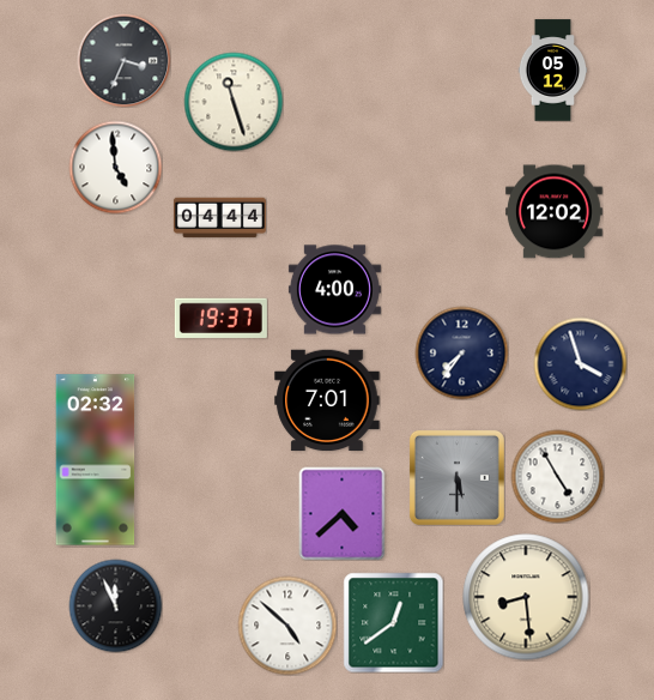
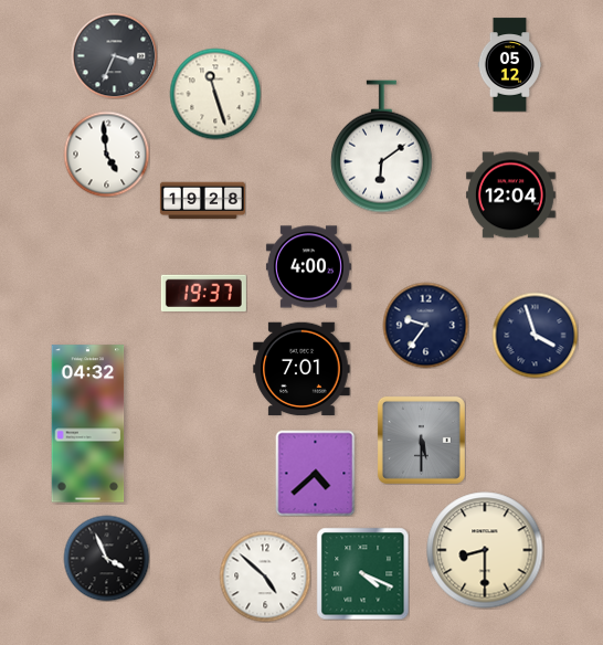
clock at (381, 147): none -> 6:09
clock at (553, 212): 12:02 -> 12:04
clock at (219, 218): 04:44 -> 19:28
clock at (461, 352): 7:36 -> 9:36
clock at (96, 460): 02:32 -> 04:32
clock at (557, 476): 4:55 -> none
clock at (526, 597): 8:29 -> 8:30
clock at (115, 605): 11:56 -> 3:56
clock at (393, 622): 12:39 -> 4:19
